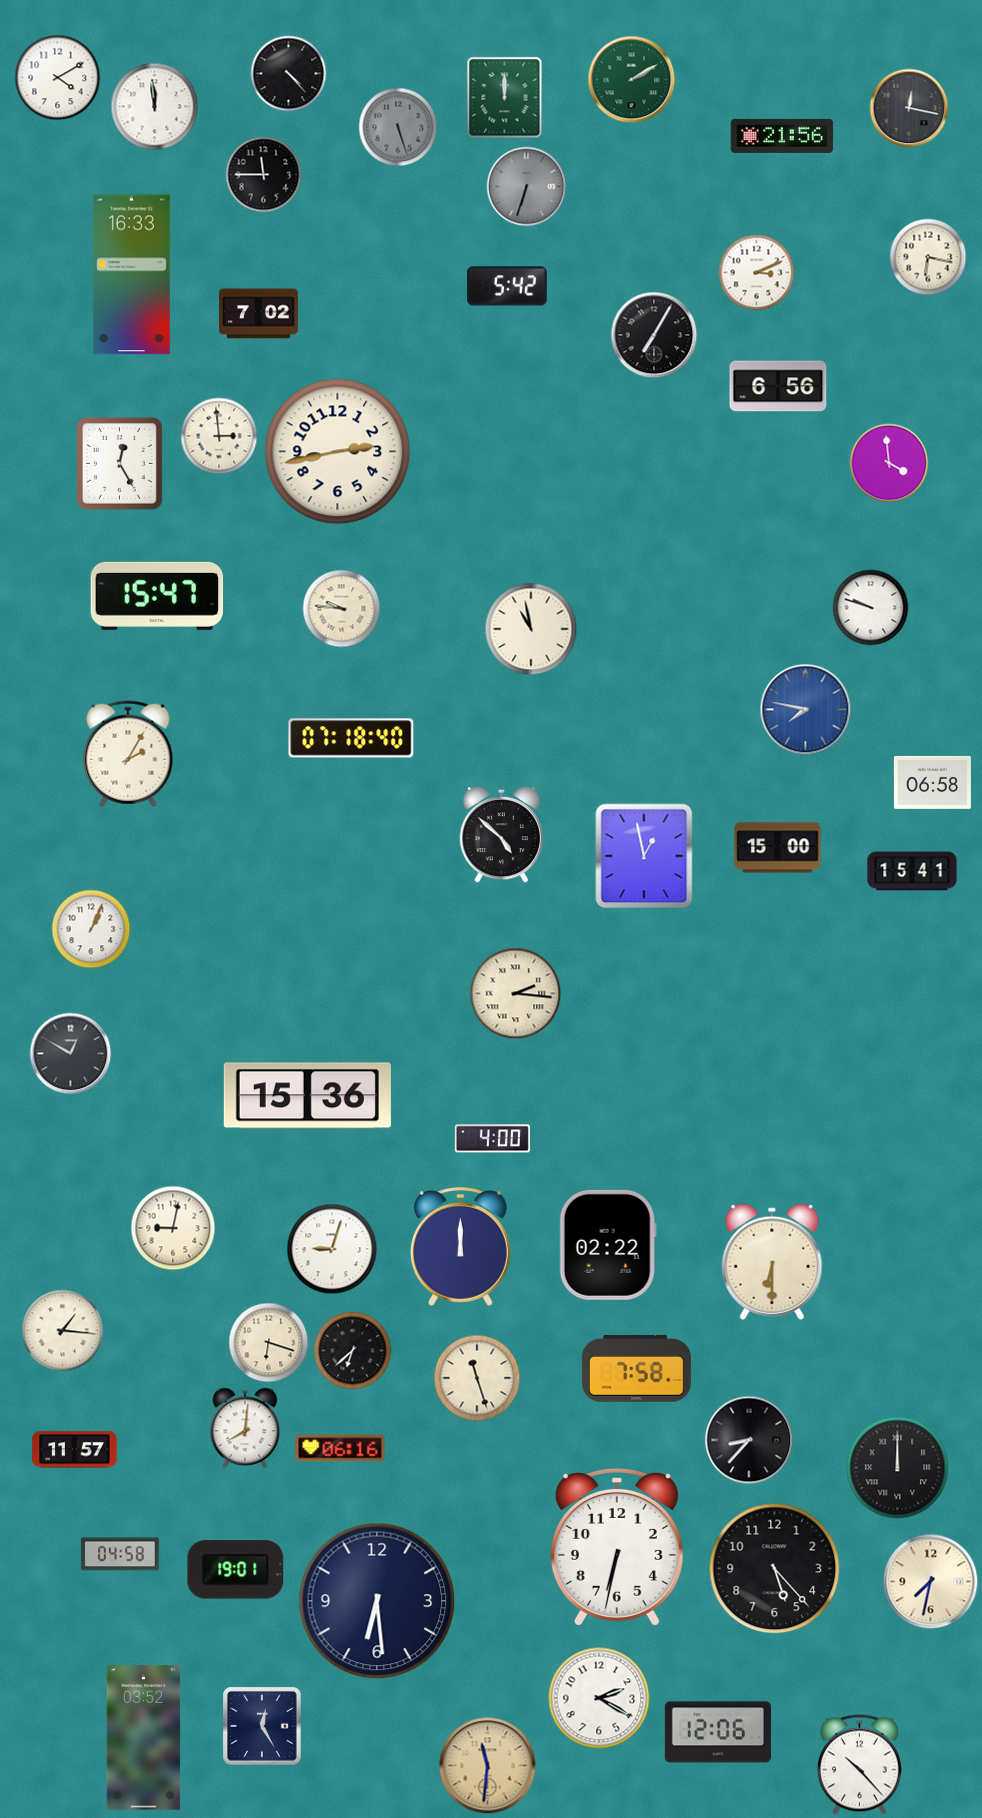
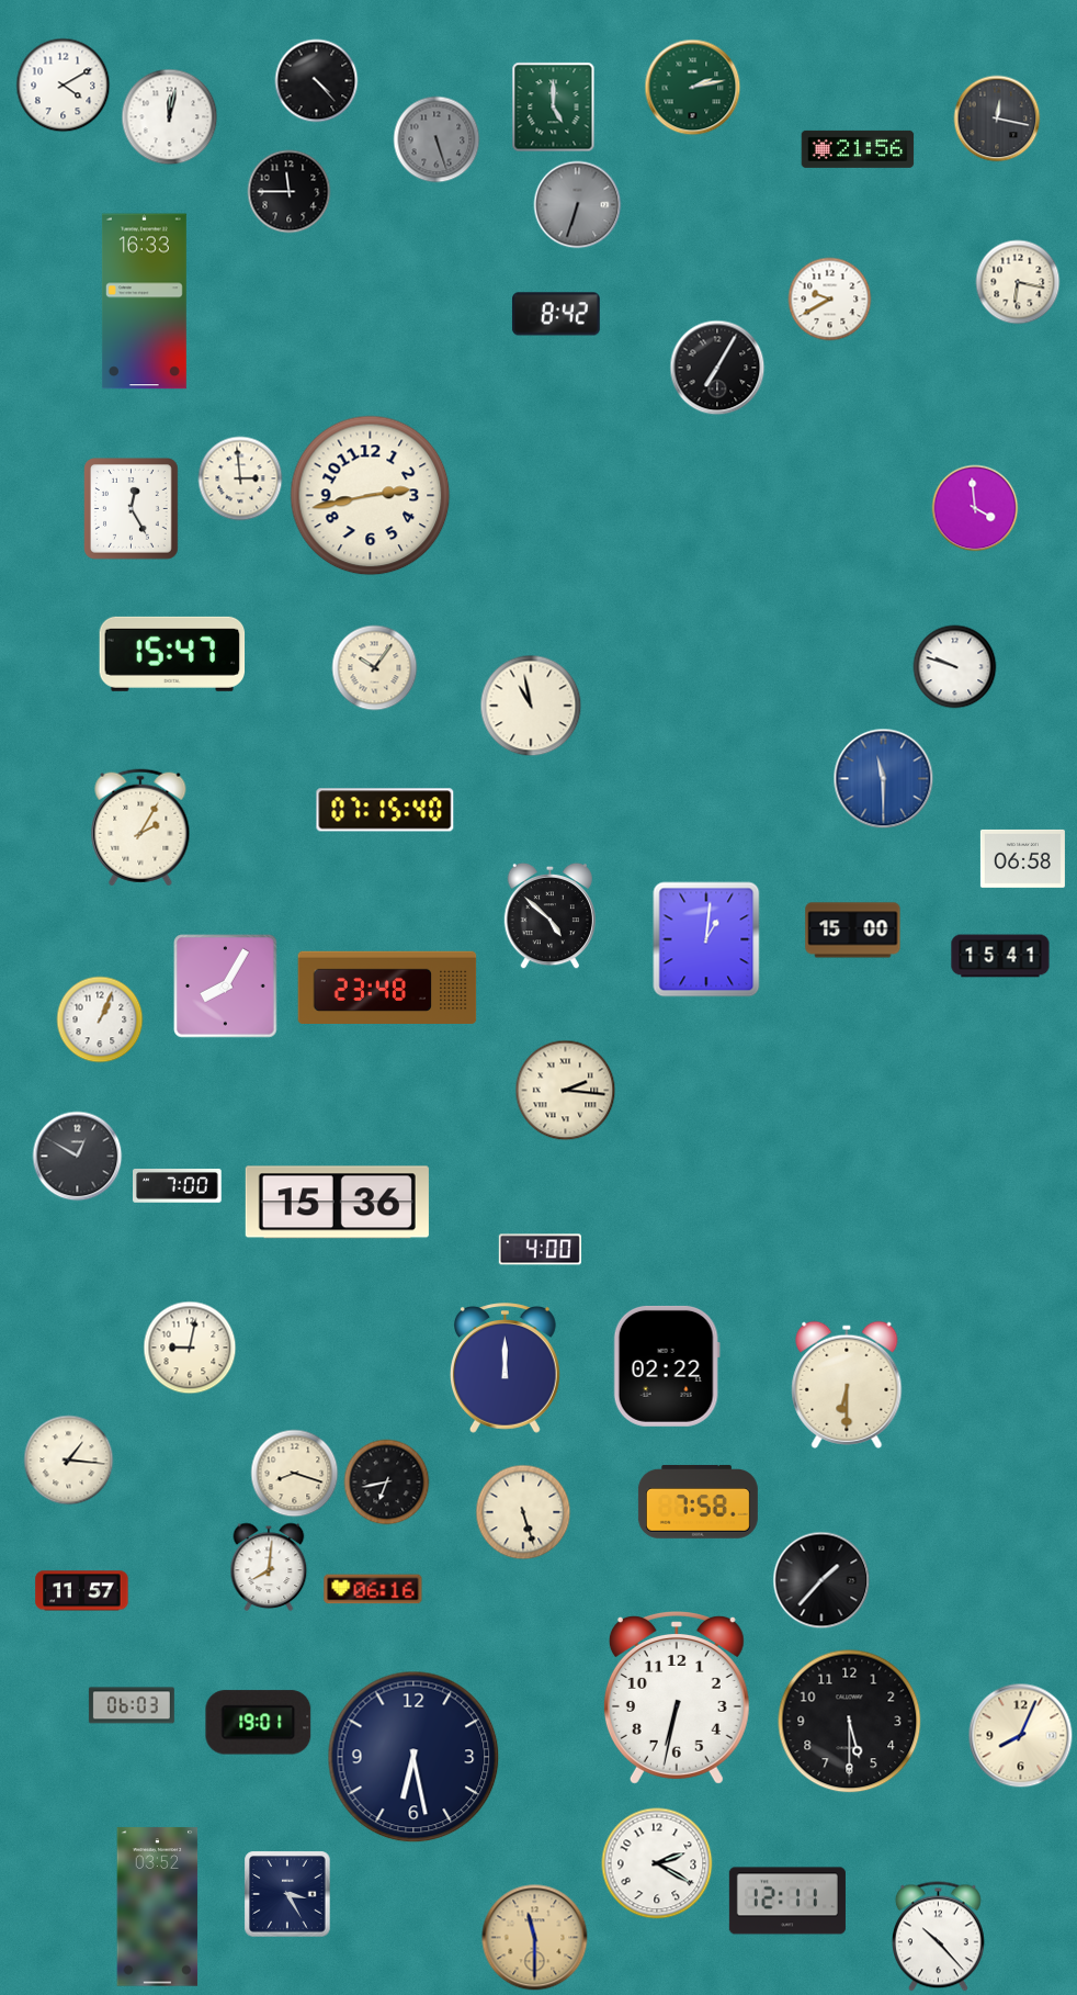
clock at (632, 80): 2:10 -> 2:13
clock at (505, 98): 12:00 -> 5:00
clock at (155, 107): 11:59 -> 12:02
clock at (757, 273): 3:11 -> 9:40
clock at (507, 286): 5:42 -> 8:42
clock at (258, 314): 7:02 -> none
clock at (778, 386): 6:56 -> none
clock at (342, 609): 9:46 -> 10:06
clock at (531, 629) position: (531, 629) -> (531, 706)
clock at (806, 710): 7:47 -> 11:30
clock at (351, 738): 07:18 -> 07:15
clock at (644, 856): 12:58 -> 1:01
clock at (226, 987): none -> 8:05
clock at (387, 987): none -> 23:48
clock at (178, 1186): none -> 7:00
clock at (332, 1249): 9:03 -> none
clock at (269, 1343): 6:18 -> 8:18
clock at (353, 1351): 6:38 -> 6:43
clock at (477, 1378): 11:27 -> 5:27
clock at (749, 1440): 8:37 -> 1:37
clock at (898, 1468): 12:00 -> none
clock at (120, 1554): 04:58 -> 06:03
clock at (775, 1569): 5:23 -> 5:30
clock at (931, 1582): 7:32 -> 8:04
clock at (377, 1601): 6:29 -> 6:28
clock at (262, 1726): 12:25 -> 3:25
clock at (718, 1732): 12:06 -> 12:11
clock at (859, 1765) position: (859, 1765) -> (938, 1937)
clock at (488, 1766): 11:31 -> 11:30
